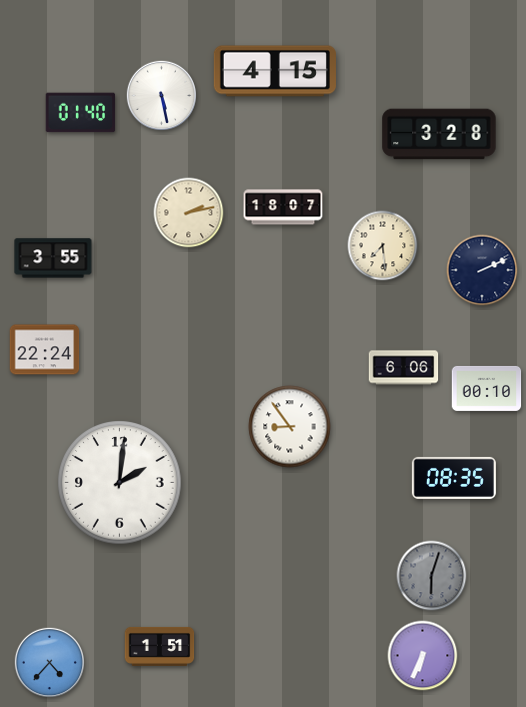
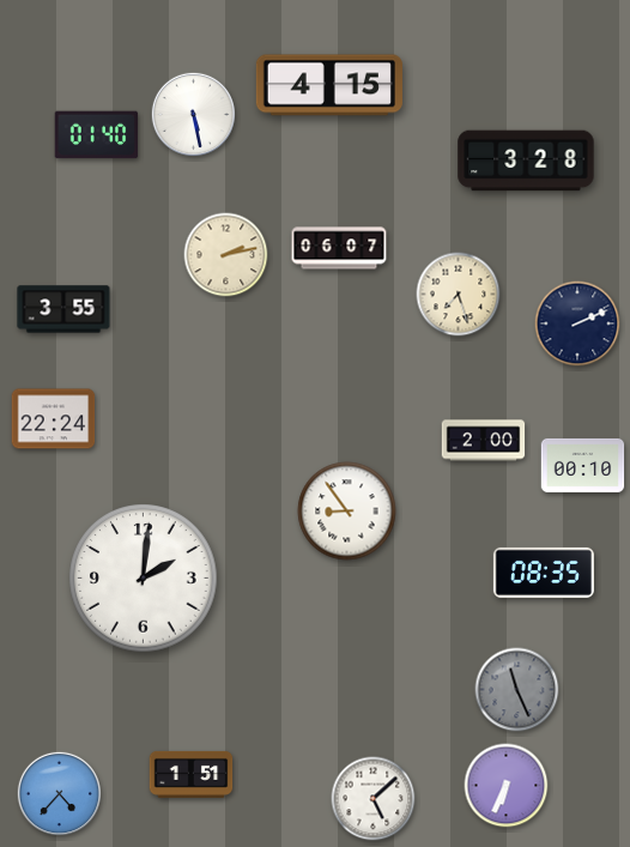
clock at (283, 207): 18:07 -> 06:07
clock at (383, 246): 7:29 -> 7:27
clock at (404, 368): 6:06 -> 2:00
clock at (432, 576): 6:03 -> 11:26
clock at (374, 799): none -> 5:08
